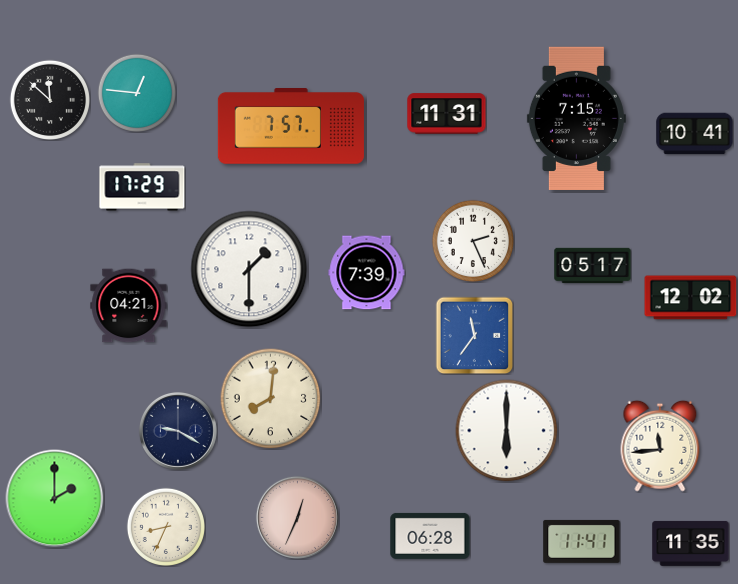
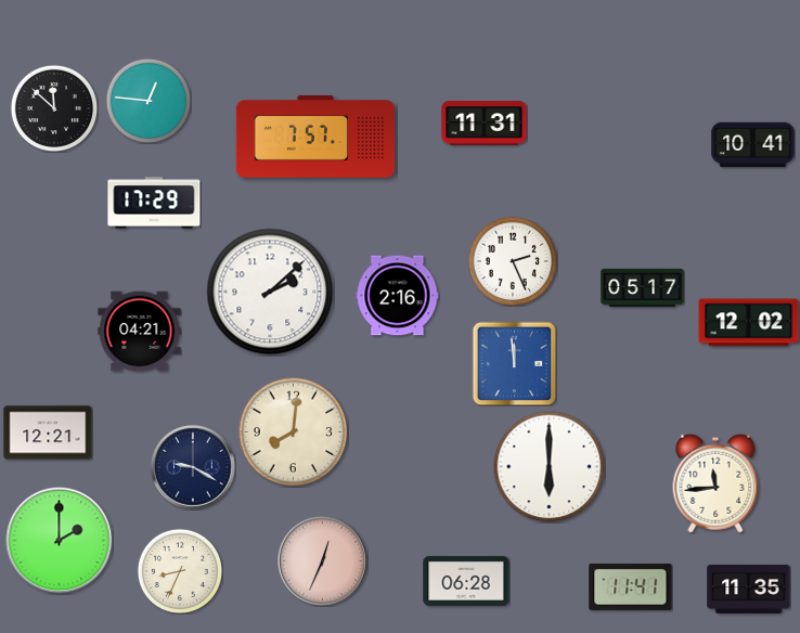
clock at (576, 118): 7:15 -> none
clock at (249, 269): 1:30 -> 2:08
clock at (367, 273): 7:39 -> 2:16
clock at (474, 335): 11:36 -> 11:59
clock at (48, 432): none -> 12:21
